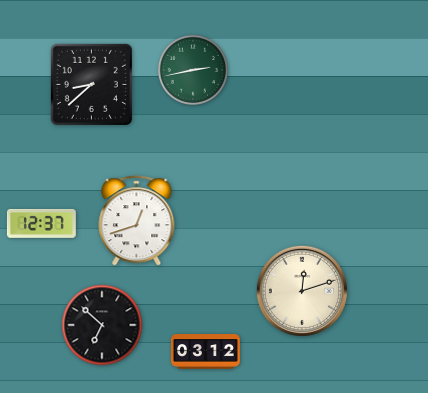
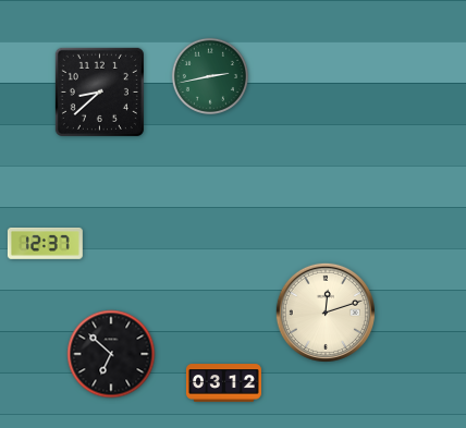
clock at (137, 221): 12:42 -> none
clock at (302, 291) position: (302, 291) -> (326, 313)
